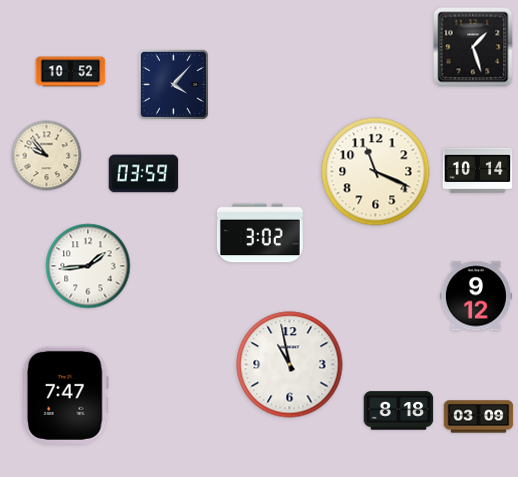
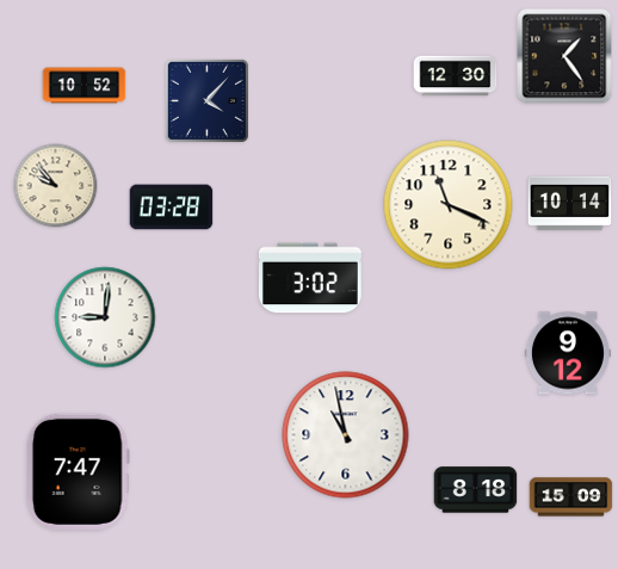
clock at (473, 47): 1:27 -> 1:24
clock at (456, 76): none -> 12:30
clock at (144, 174): 03:59 -> 03:28
clock at (88, 266): 1:44 -> 9:01
clock at (479, 417): 03:09 -> 15:09
